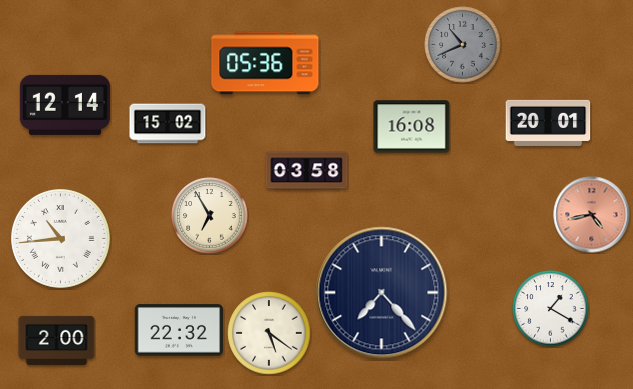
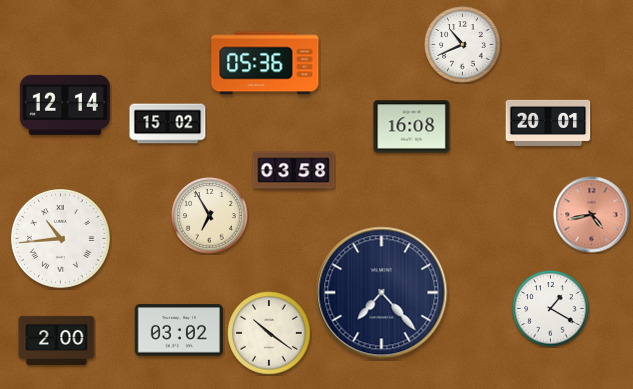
clock at (463, 45) dial: grey -> white
clock at (307, 171) position: (307, 171) -> (294, 171)
clock at (178, 330): 22:32 -> 03:02
clock at (269, 333): 5:21 -> 10:21
